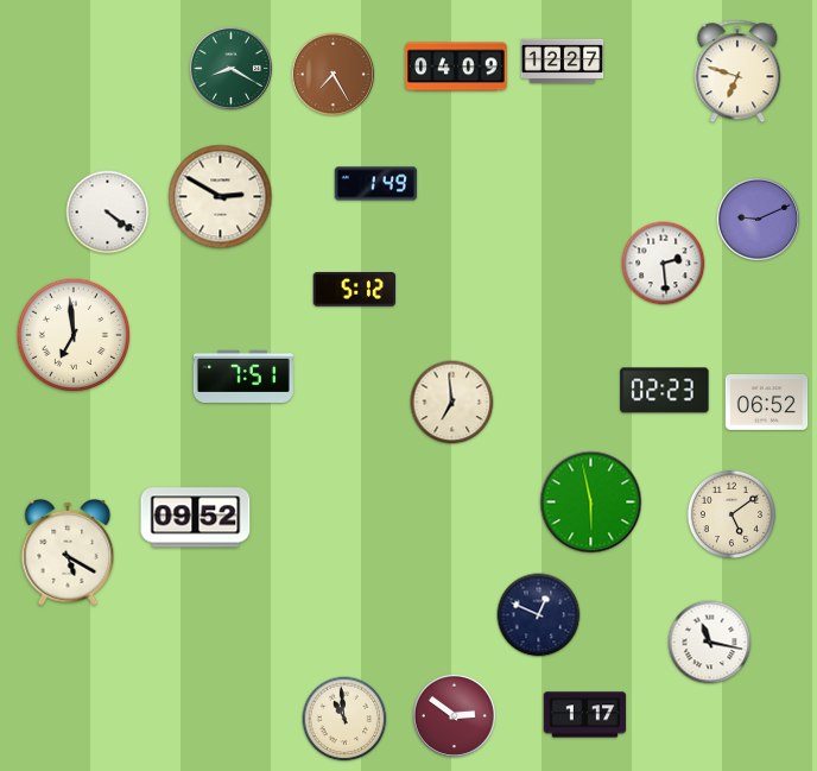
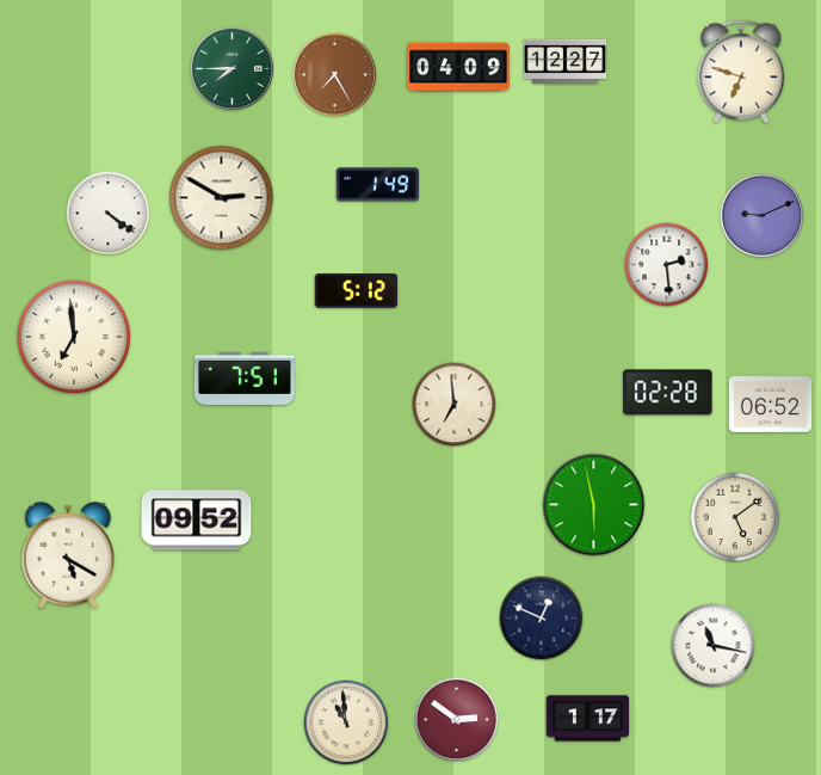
clock at (230, 68): 8:20 -> 7:45
clock at (758, 219) position: (758, 219) -> (761, 215)
clock at (665, 391): 02:23 -> 02:28
